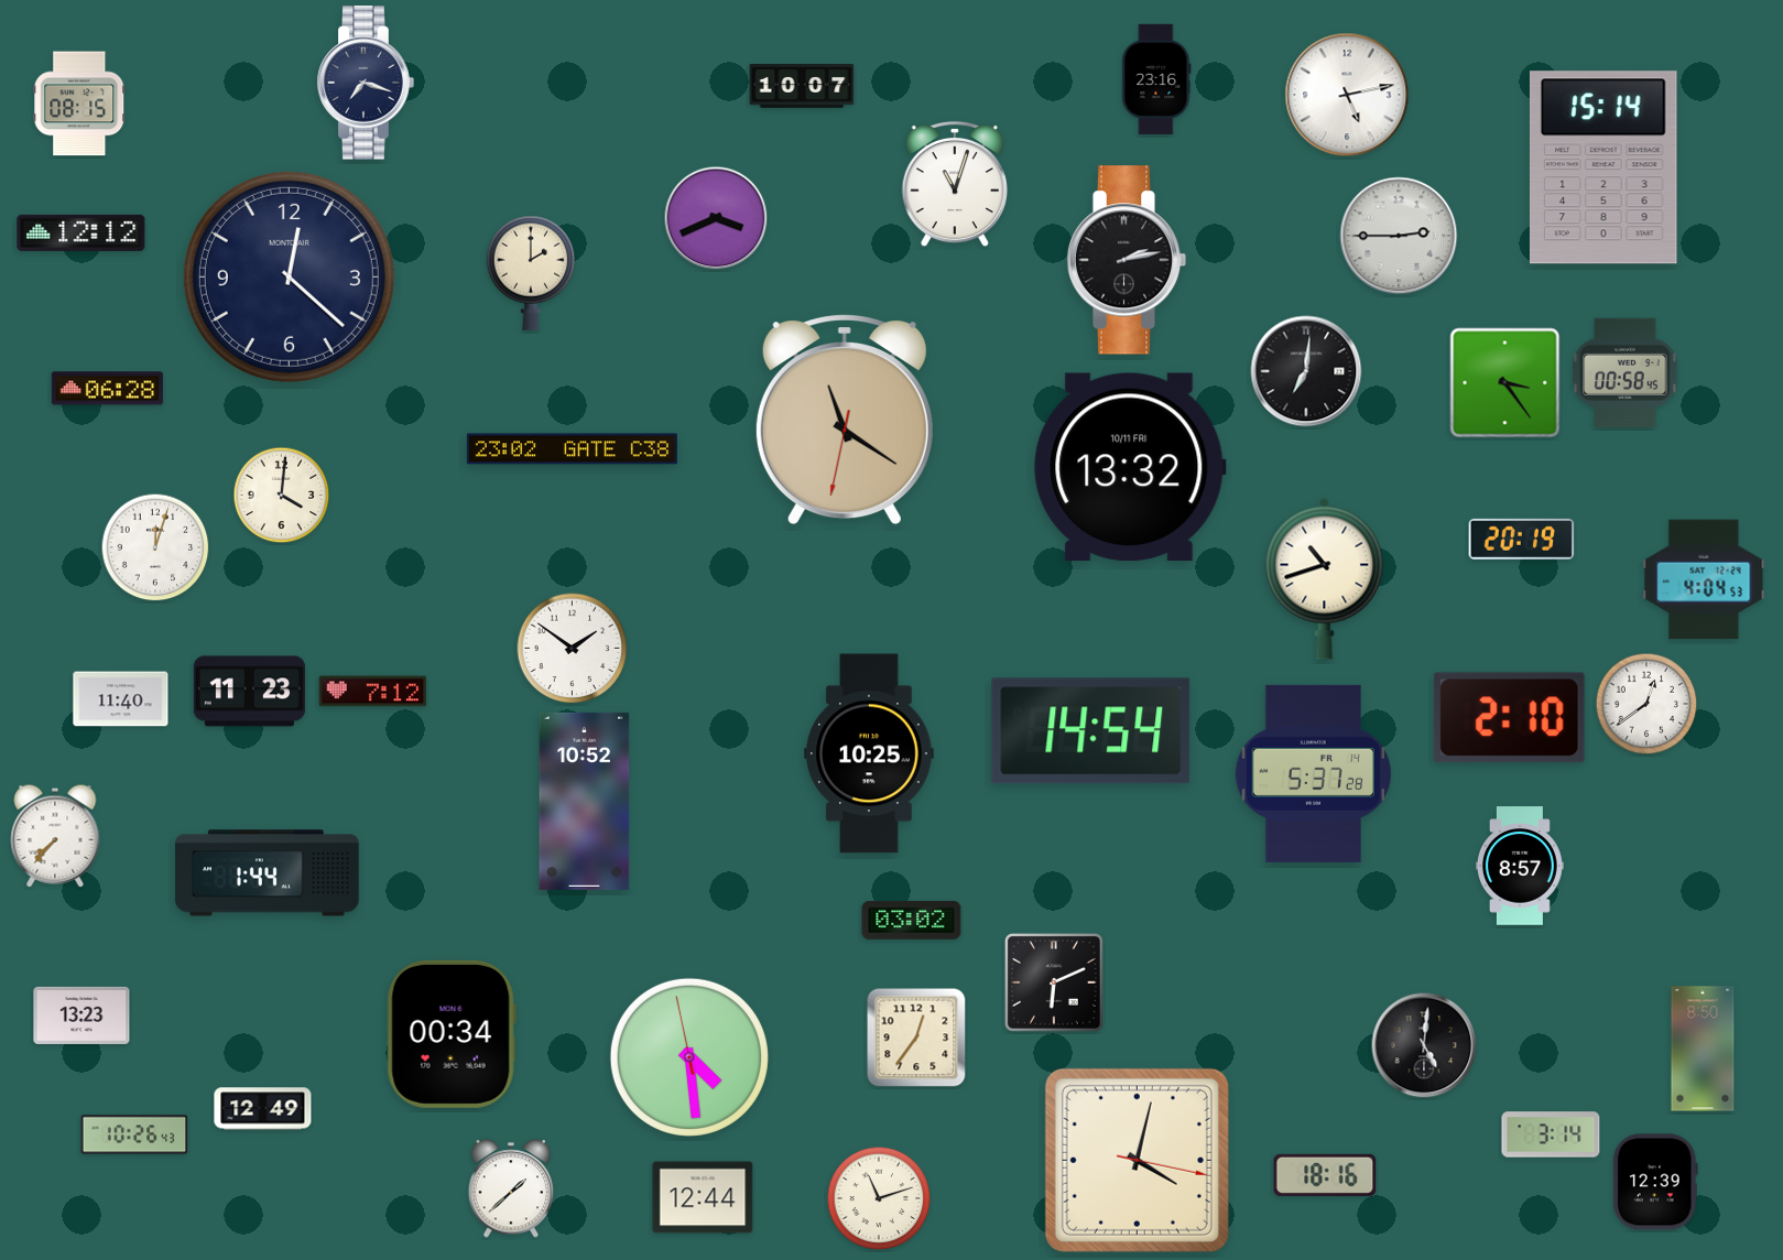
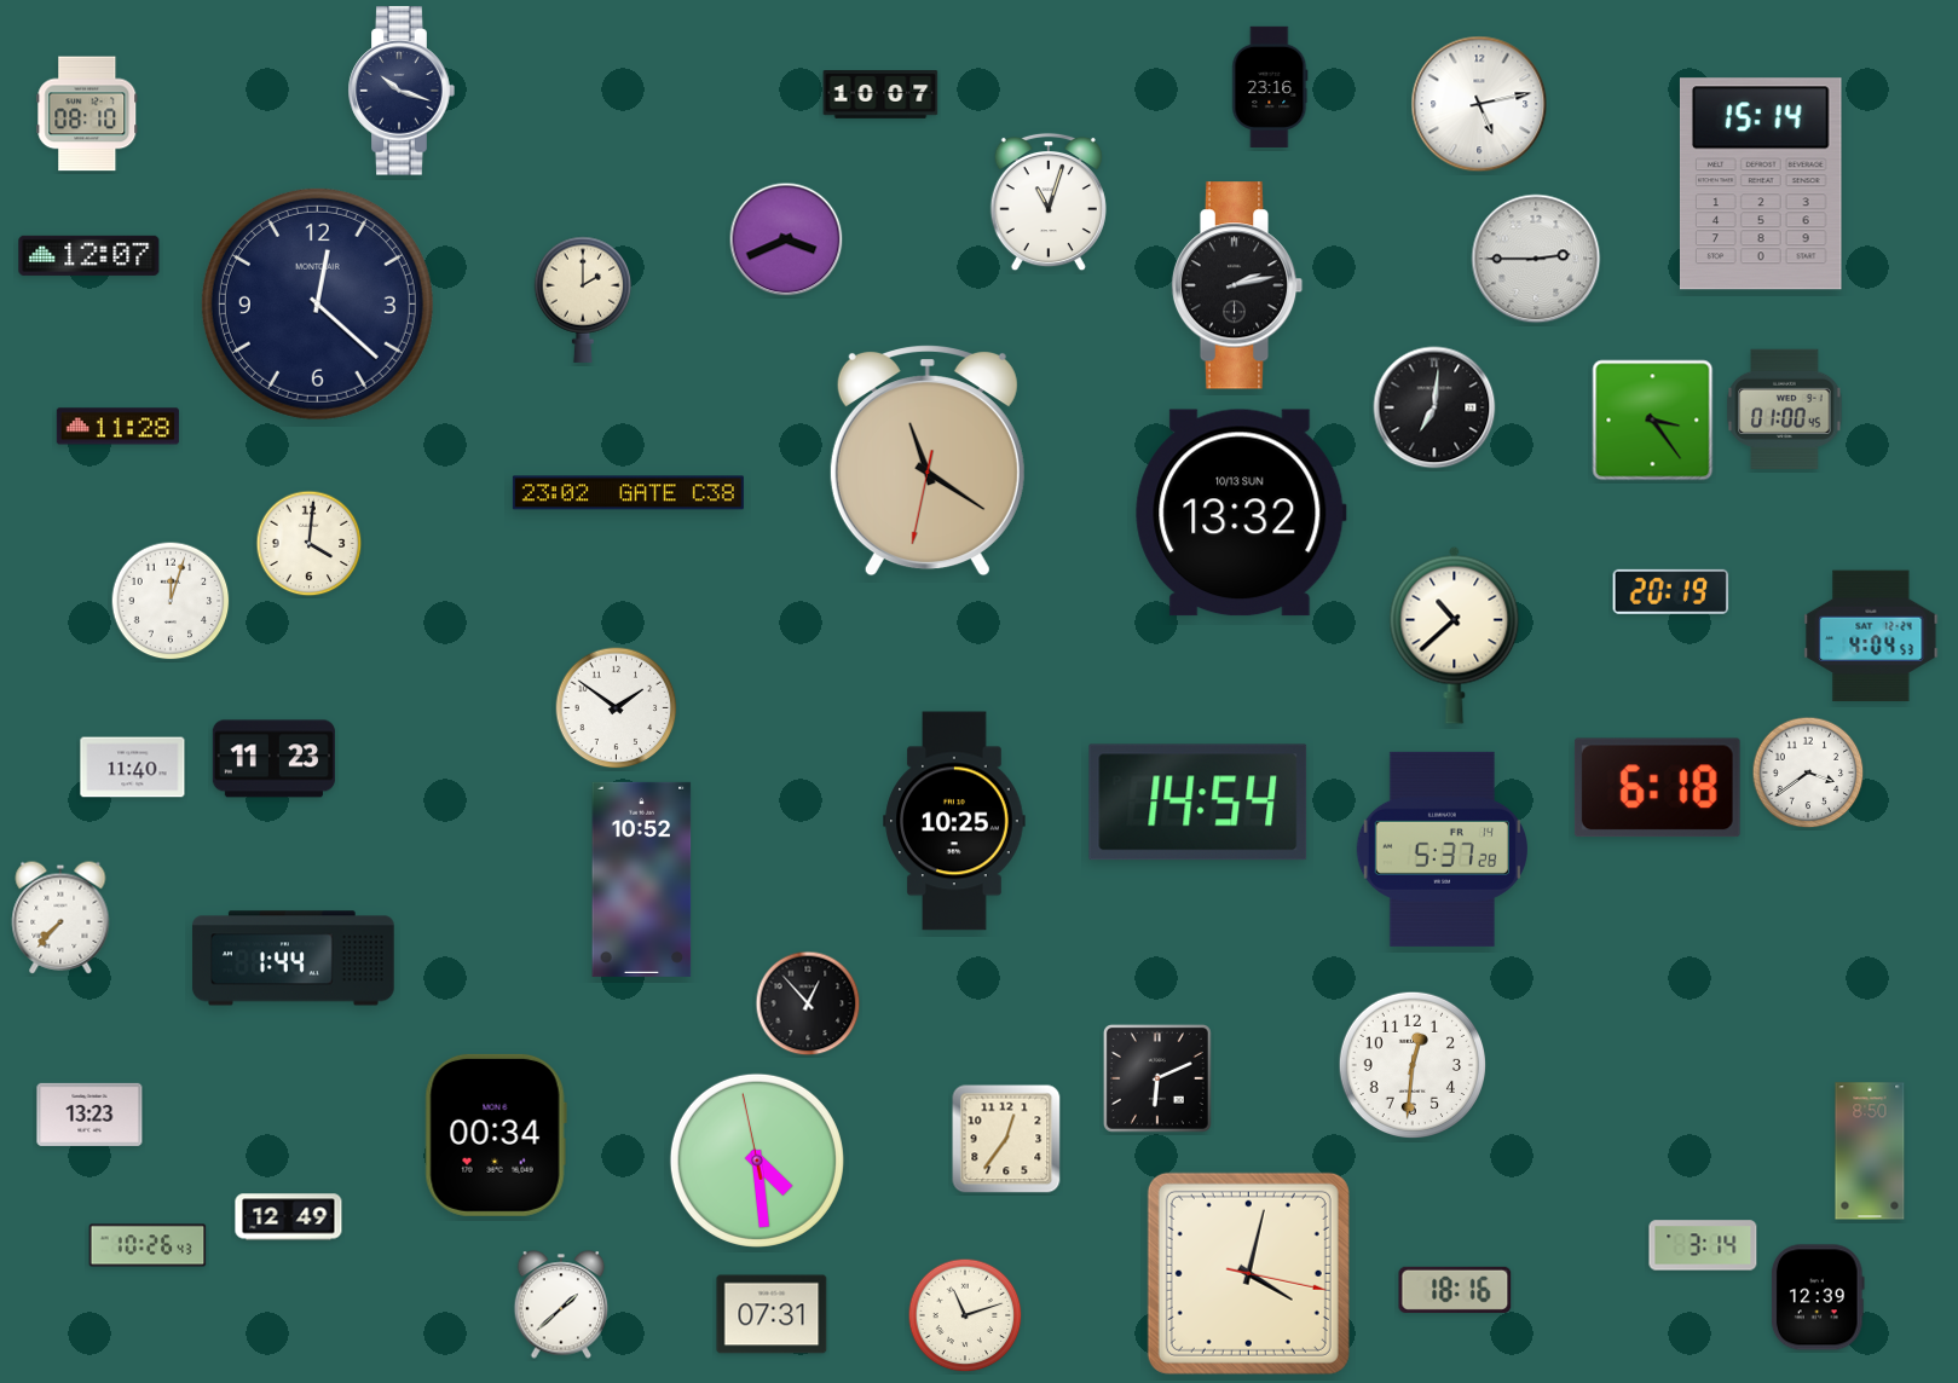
clock at (366, 83): 7:18 -> 10:18
clock at (79, 104): 08:15 -> 08:10
clock at (81, 232): 12:12 -> 12:07
clock at (1626, 372): 00:58 -> 01:00
clock at (107, 389): 06:28 -> 11:28
clock at (1130, 467) date: 10/11 FRI -> 10/13 SUN
clock at (1325, 578): 10:42 -> 10:38
clock at (573, 649) position: (573, 649) -> (617, 708)
clock at (373, 692): 7:12 -> none
clock at (1646, 704): 12:39 -> 3:39
clock at (1509, 718): 2:10 -> 6:18
clock at (869, 753) position: (869, 753) -> (954, 821)
clock at (1520, 866): 8:57 -> none
clock at (808, 1003): none -> 12:53
clock at (912, 920): 03:02 -> none
clock at (1413, 1065): none -> 12:31
clock at (1424, 1045): 5:01 -> none
clock at (703, 1197): 12:44 -> 07:31
